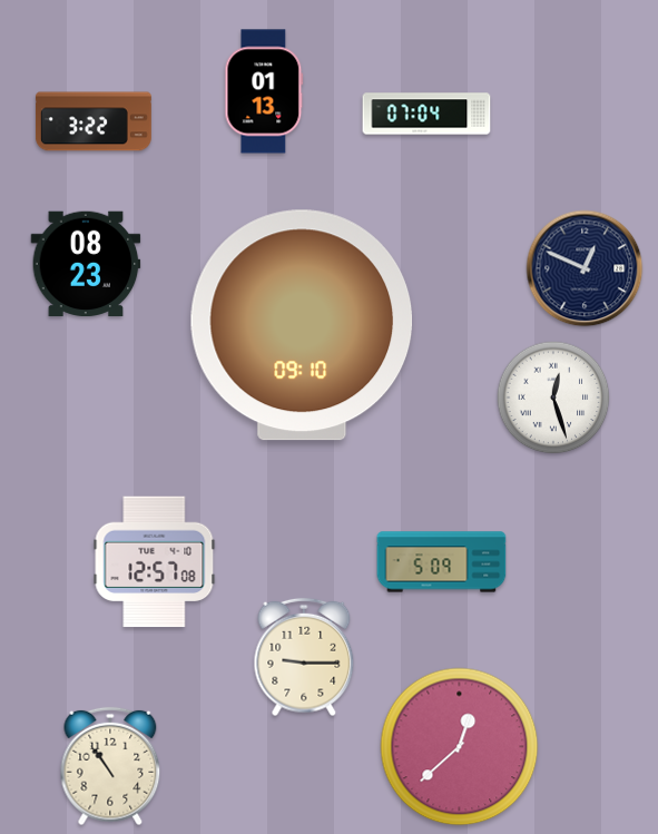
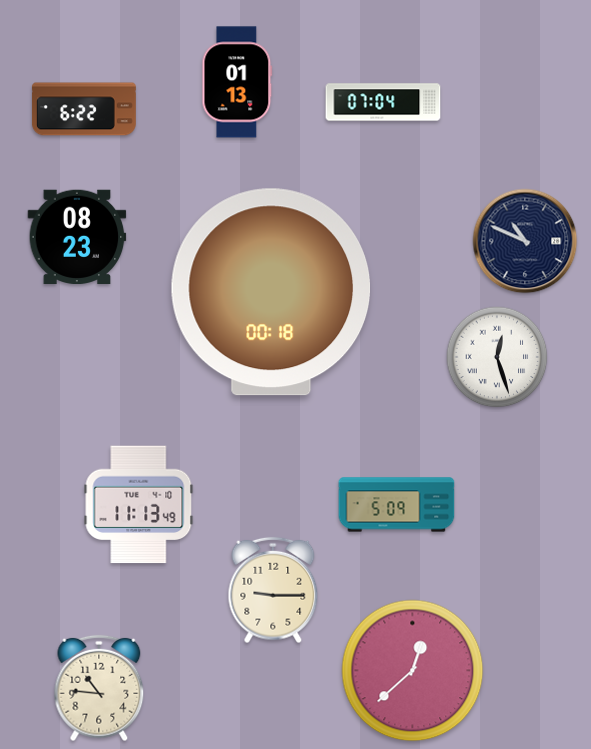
clock at (94, 121): 3:22 -> 6:22
clock at (585, 268): 12:49 -> 10:49
clock at (301, 325): 09:10 -> 00:18
clock at (155, 562): 12:57 -> 11:13
clock at (110, 766): 10:54 -> 10:46
